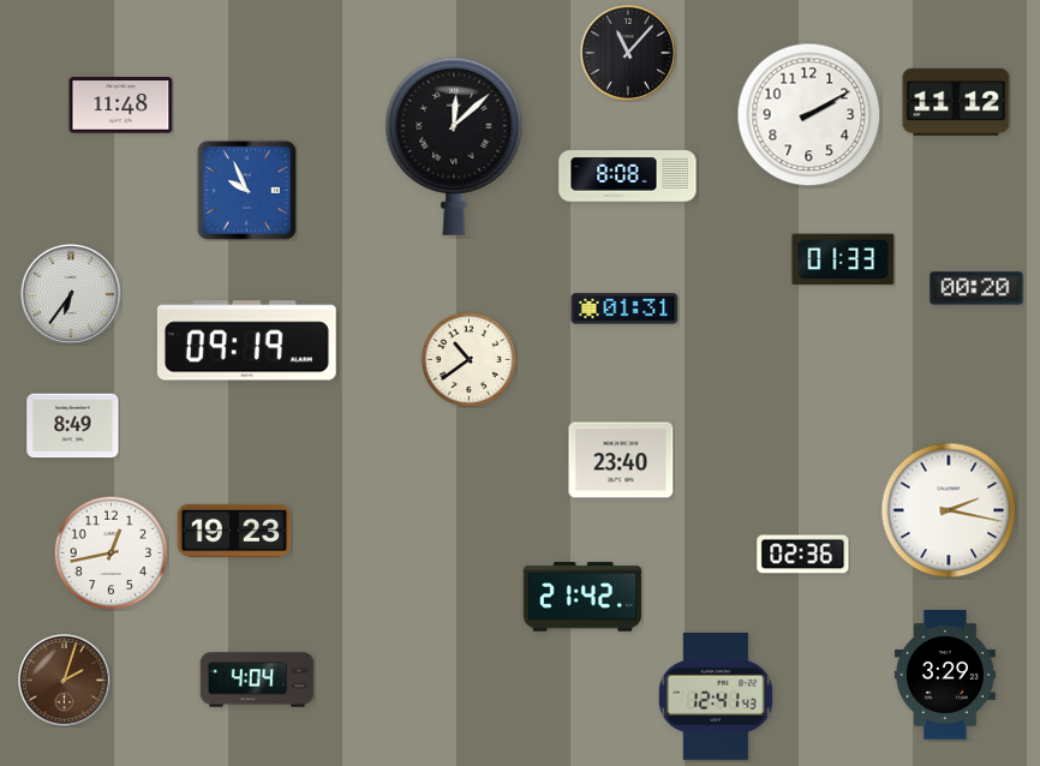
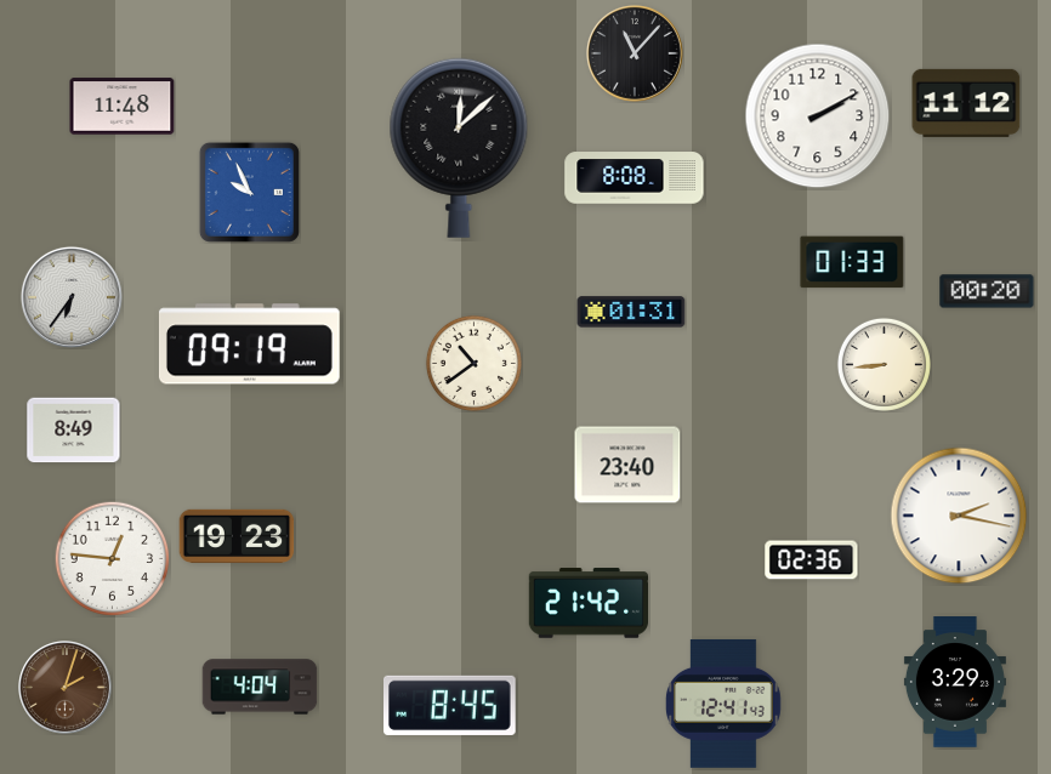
clock at (884, 364): none -> 8:44
clock at (110, 552): 12:43 -> 12:46
clock at (450, 705): none -> 8:45
